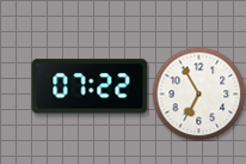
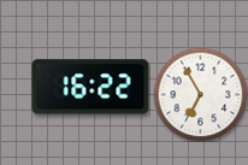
clock at (90, 86): 07:22 -> 16:22
